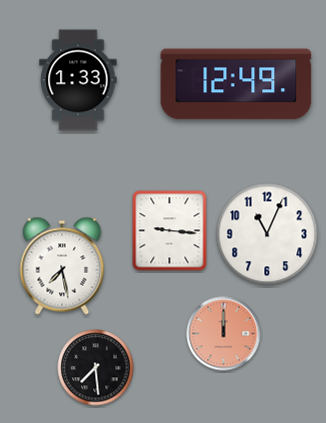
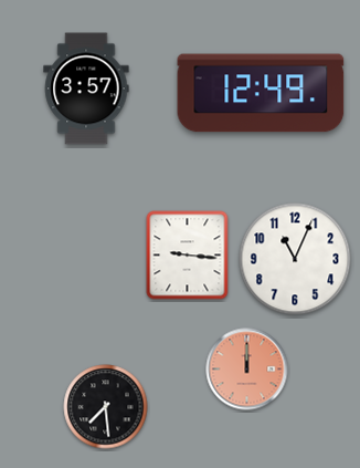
clock at (78, 80): 1:33 -> 3:57
clock at (62, 266): 7:28 -> none
